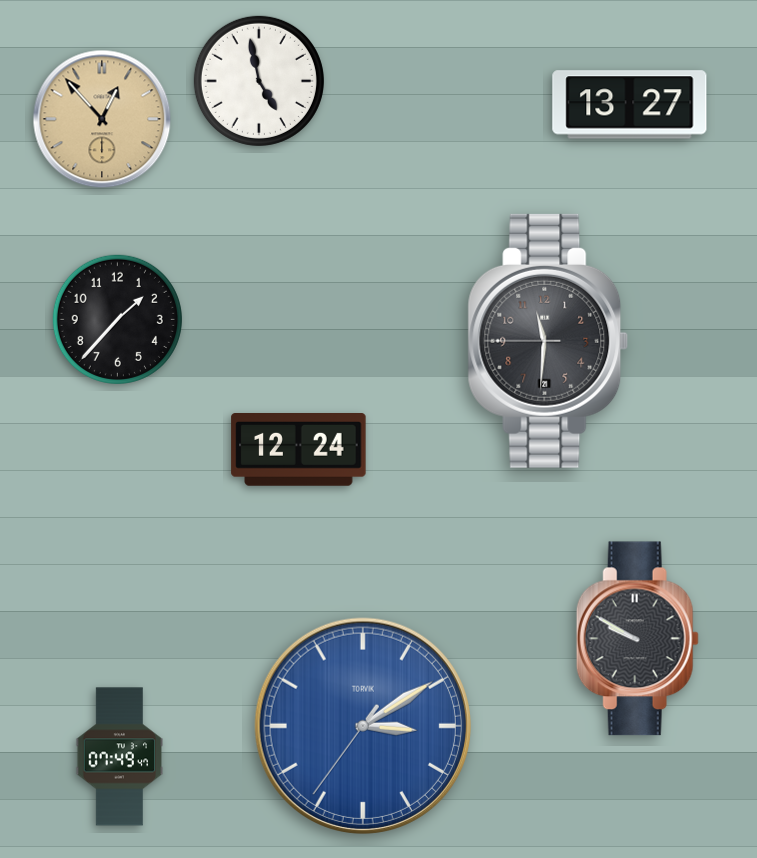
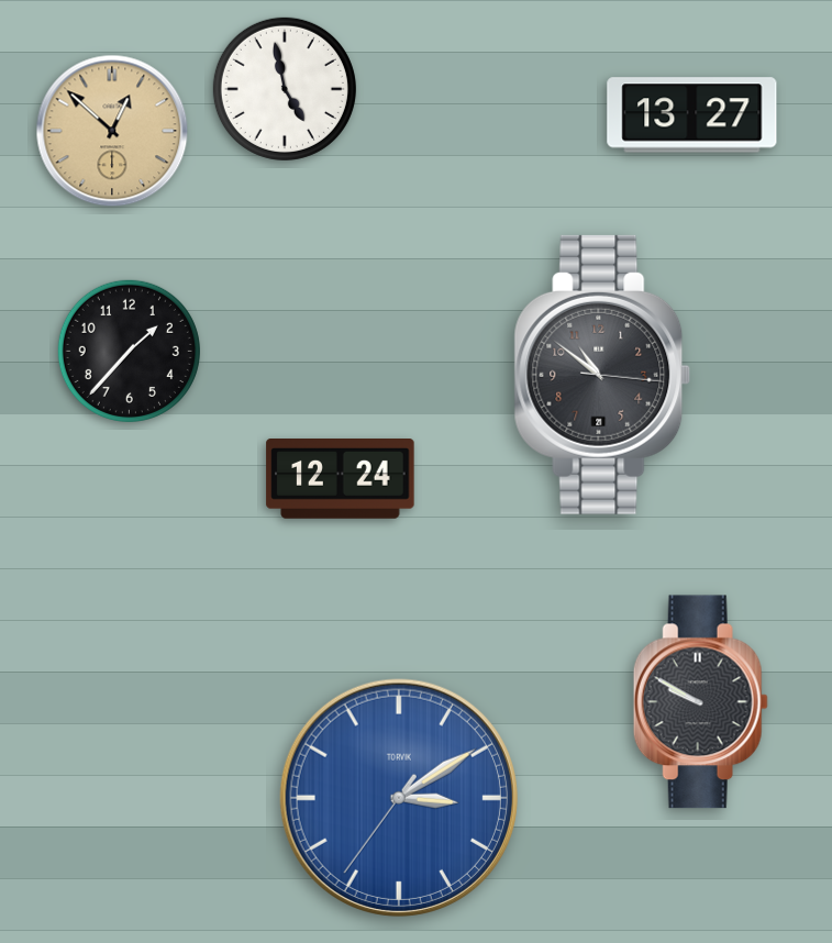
clock at (102, 119): 12:53 -> 12:52
clock at (548, 341): 11:30 -> 10:51
clock at (299, 450) position: (299, 450) -> (341, 479)
clock at (120, 757): 07:49 -> none
